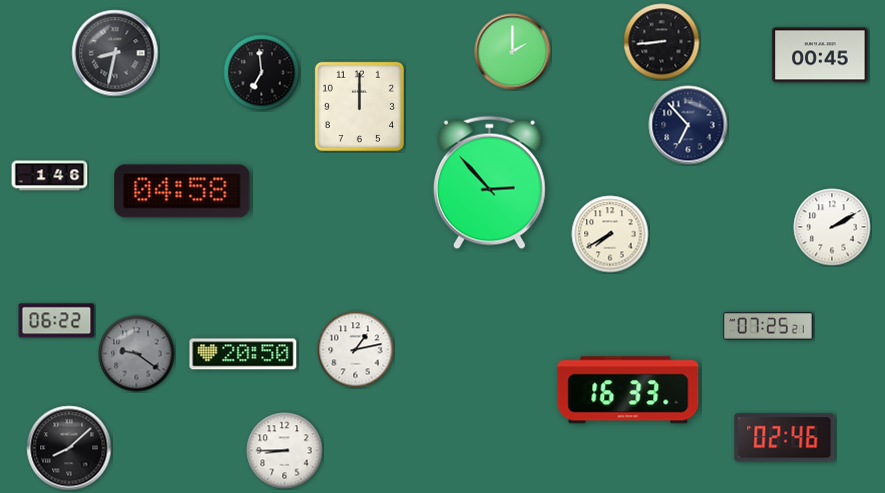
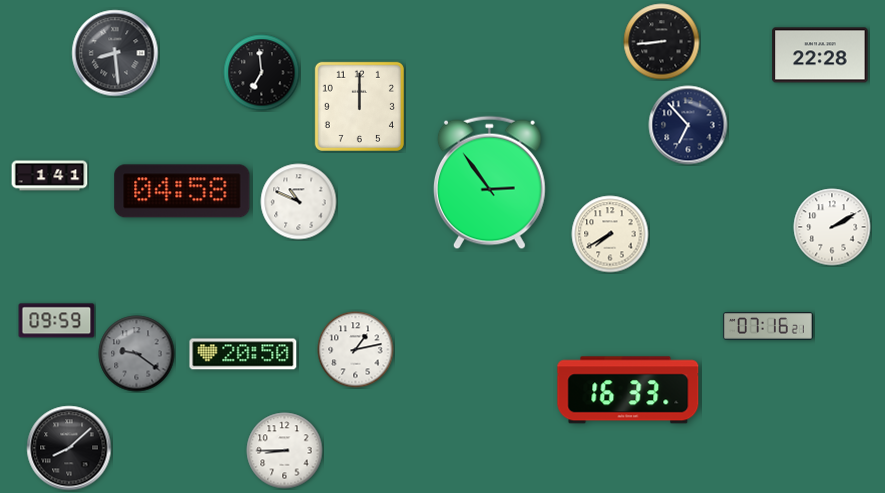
clock at (513, 52): 2:00 -> none
clock at (115, 53): 8:32 -> 8:29
clock at (820, 55): 00:45 -> 22:28
clock at (50, 176): 1:46 -> 1:41
clock at (489, 183): 2:53 -> 2:54
clock at (299, 202): none -> 10:49
clock at (57, 321): 06:22 -> 09:59
clock at (768, 326): 07:25 -> 07:16
clock at (785, 438): 02:46 -> none
